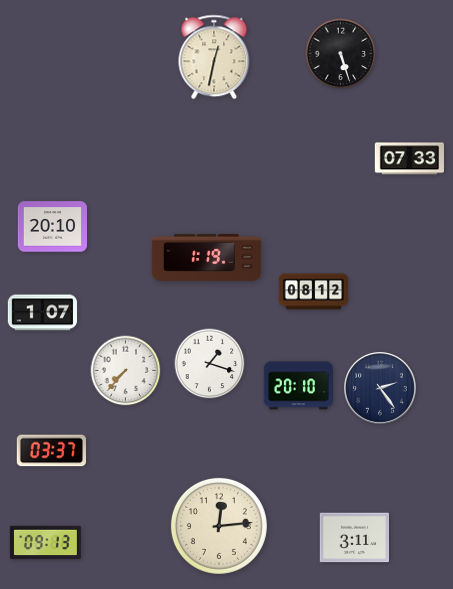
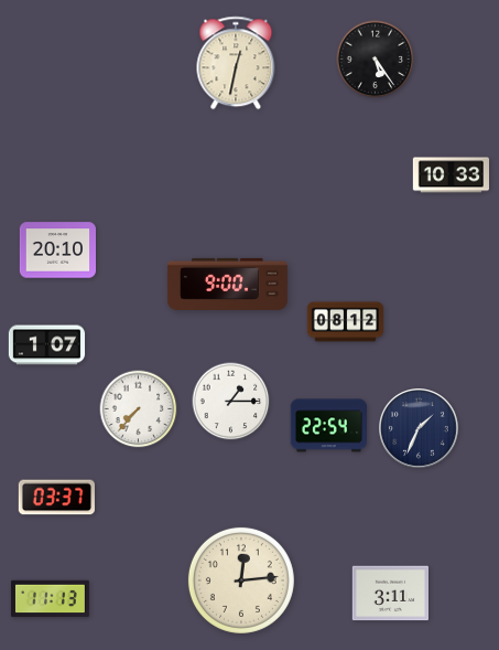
clock at (341, 54): 5:27 -> 5:24
clock at (410, 159): 07:33 -> 10:33
clock at (206, 257): 1:19 -> 9:00
clock at (210, 364): 1:18 -> 1:15
clock at (298, 386): 20:10 -> 22:54
clock at (381, 389): 2:24 -> 1:34
clock at (45, 543): 09:13 -> 11:13
